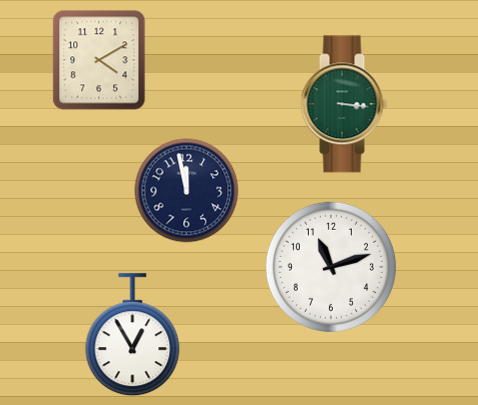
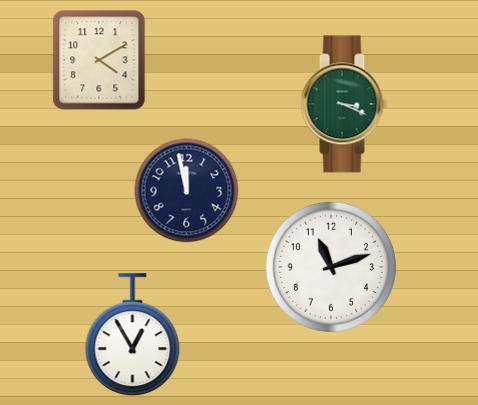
clock at (344, 104): 3:16 -> 3:19
